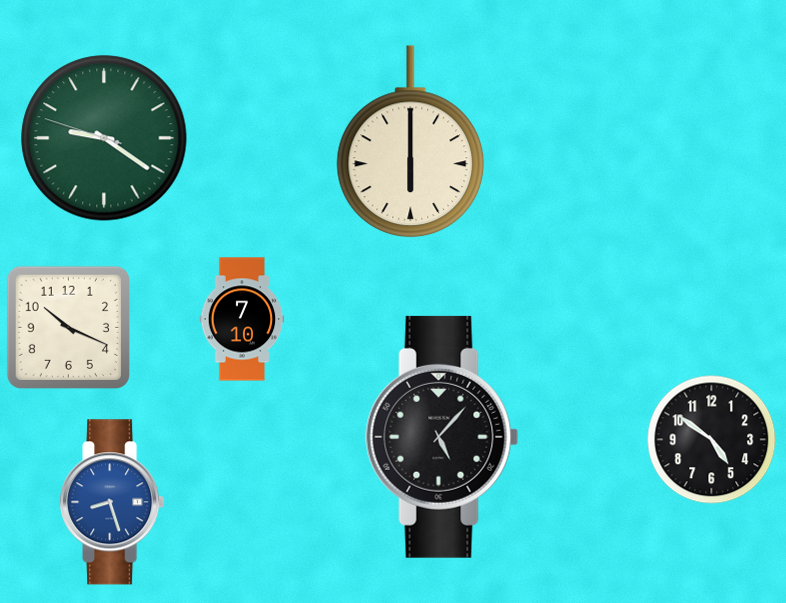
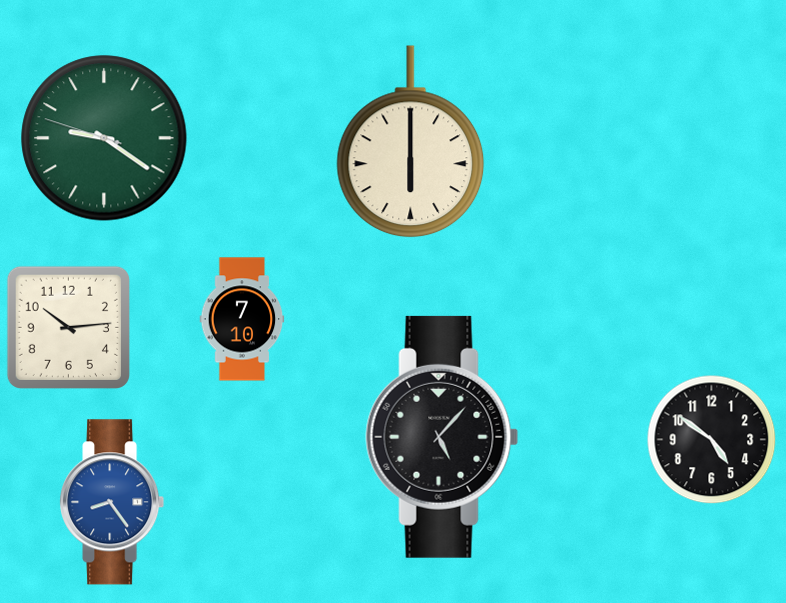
clock at (68, 327): 10:19 -> 10:14
clock at (112, 502): 8:27 -> 8:24
